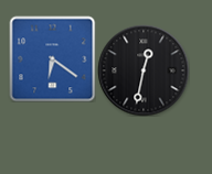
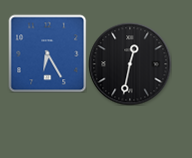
clock at (52, 58): 6:21 -> 6:25
